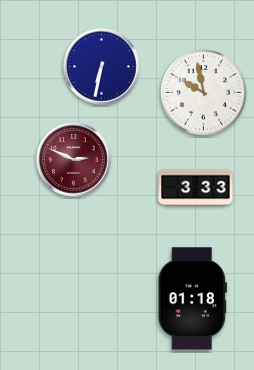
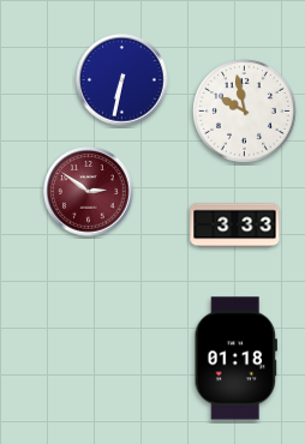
clock at (74, 160): 2:49 -> 2:51
clock at (192, 299) position: (192, 299) -> (235, 359)
